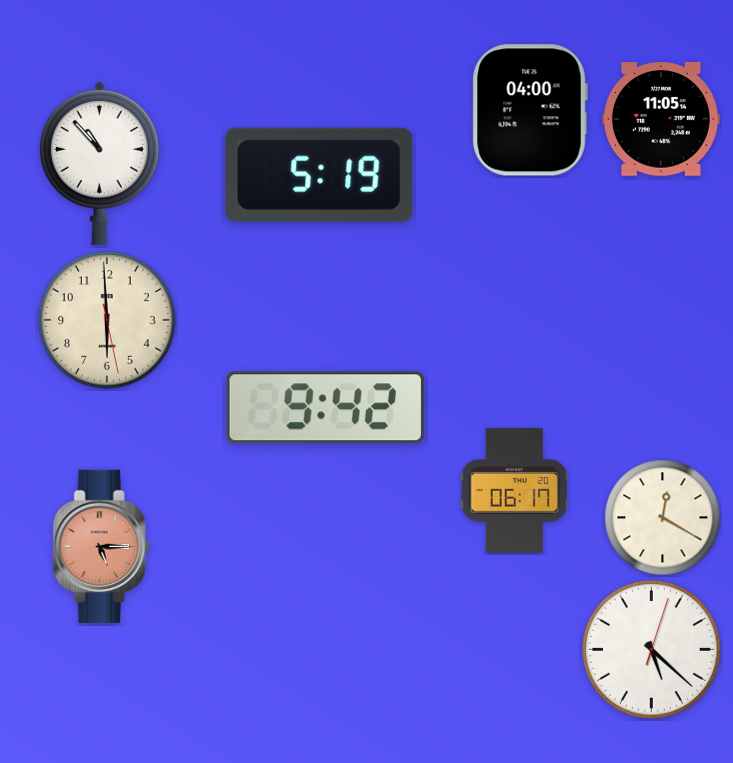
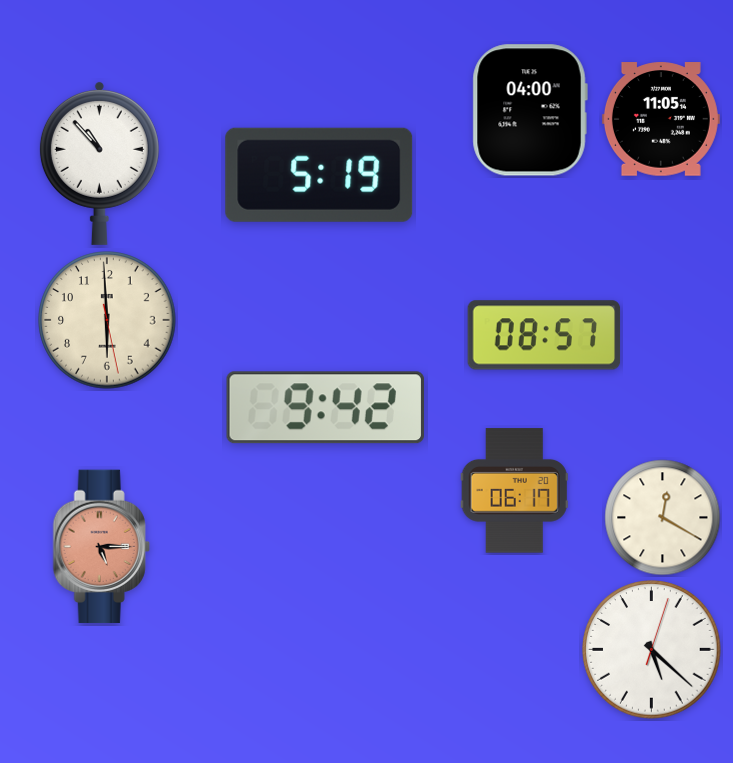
clock at (544, 335): none -> 08:57
